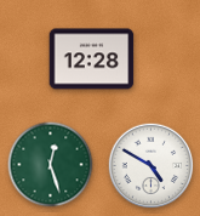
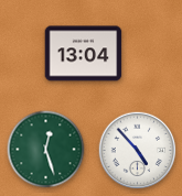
clock at (92, 59): 12:28 -> 13:04
clock at (152, 166): 4:50 -> 4:53
